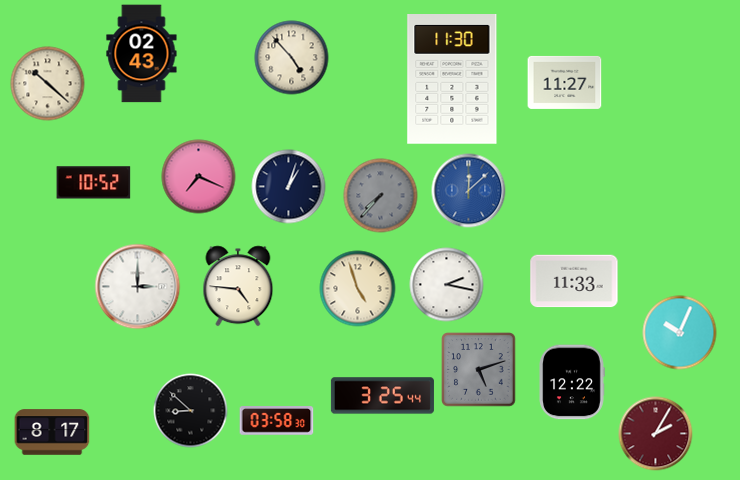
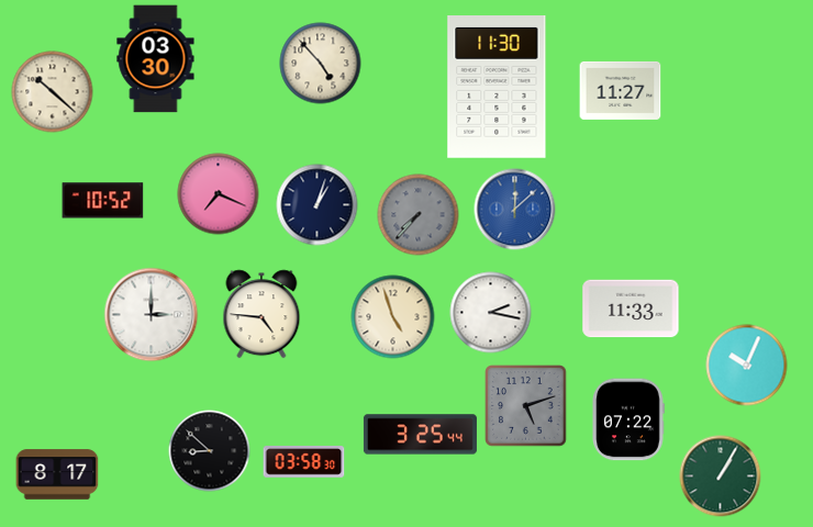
clock at (142, 54): 02:43 -> 03:30
clock at (572, 382): 12:22 -> 07:22
clock at (656, 434): 2:05 -> 1:05
clock at (656, 434) dial: burgundy -> green
